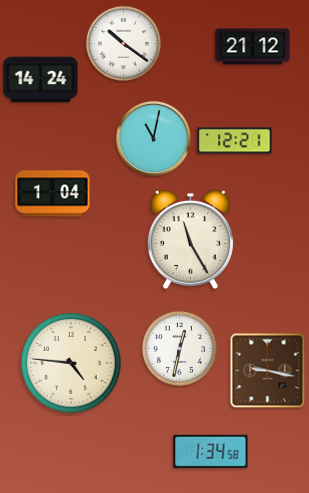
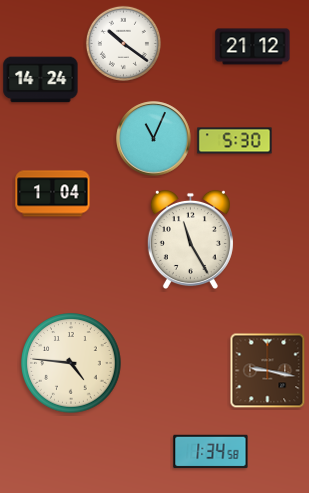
clock at (154, 139): 11:02 -> 11:04
clock at (235, 141): 12:21 -> 5:30
clock at (179, 348): 12:32 -> none
